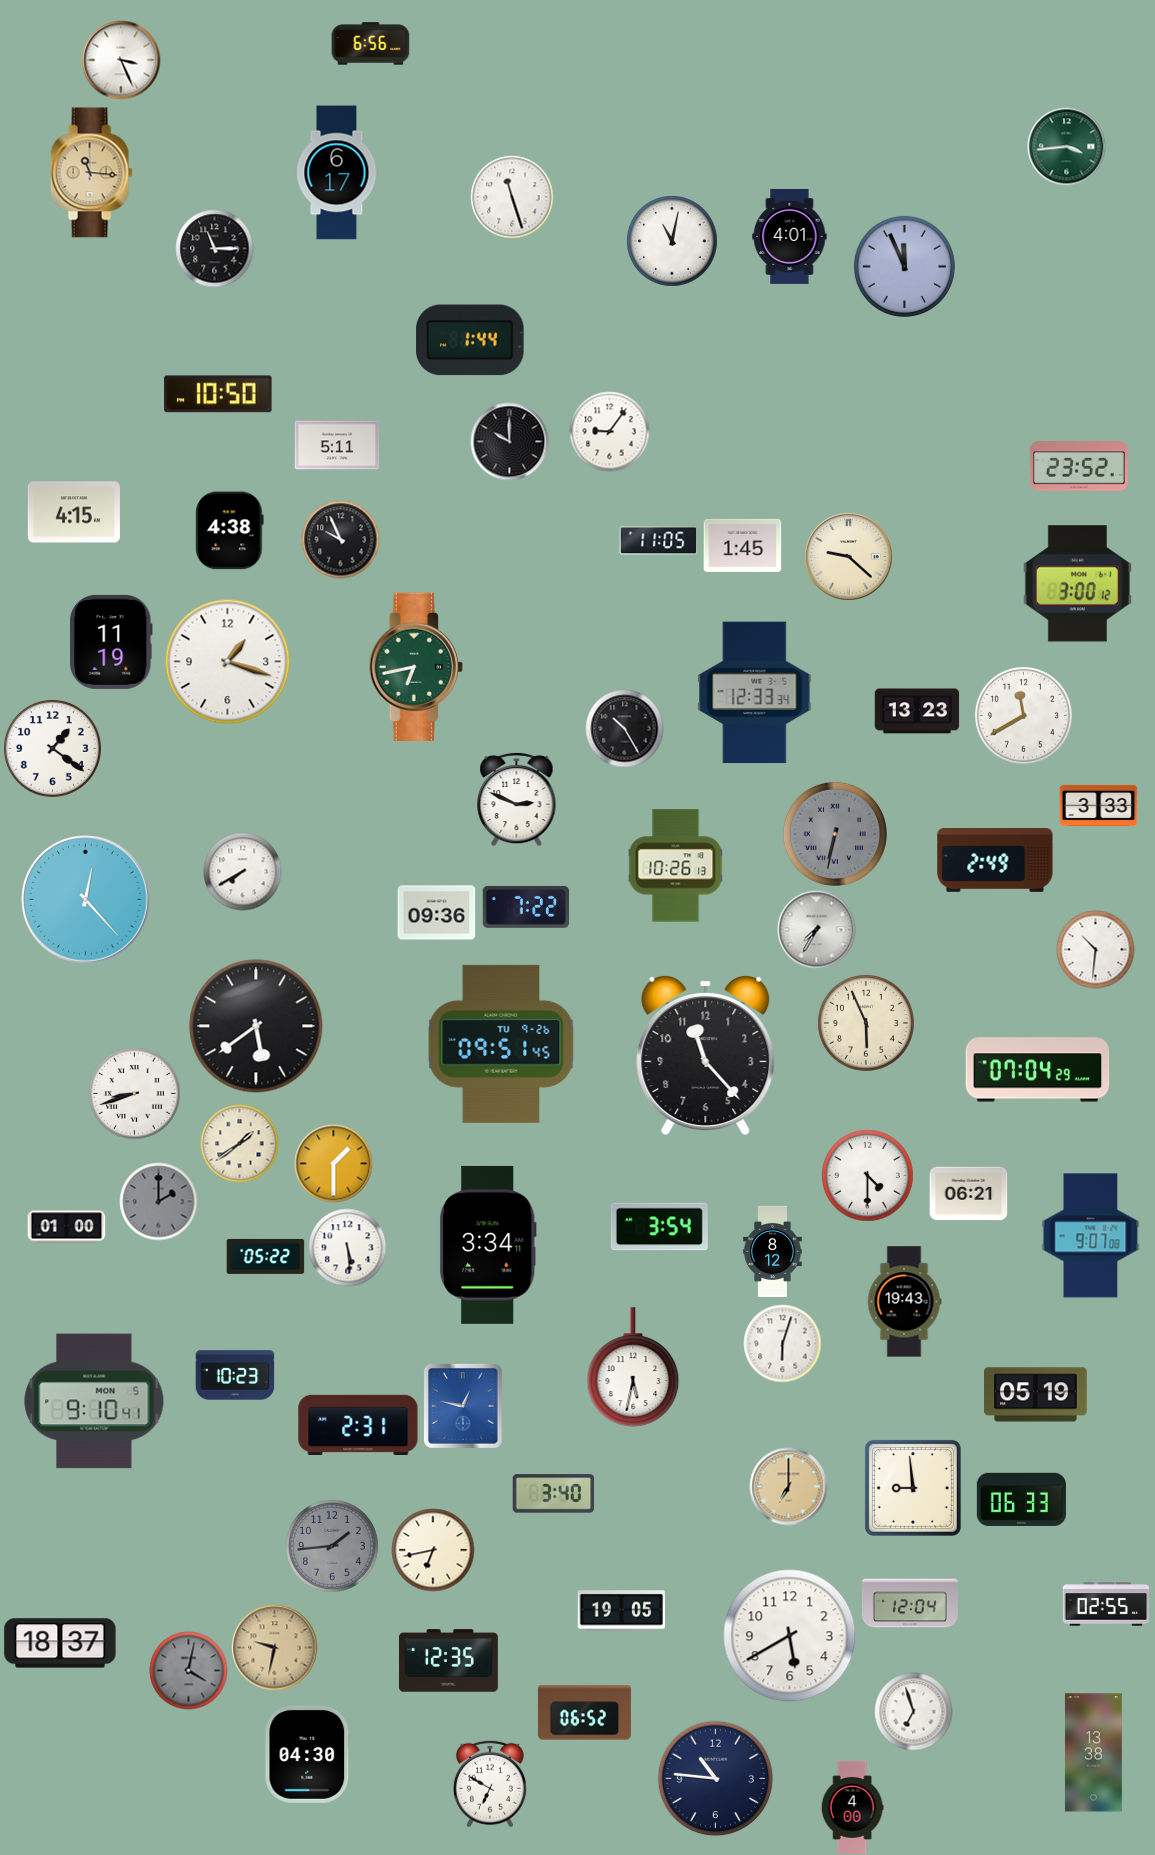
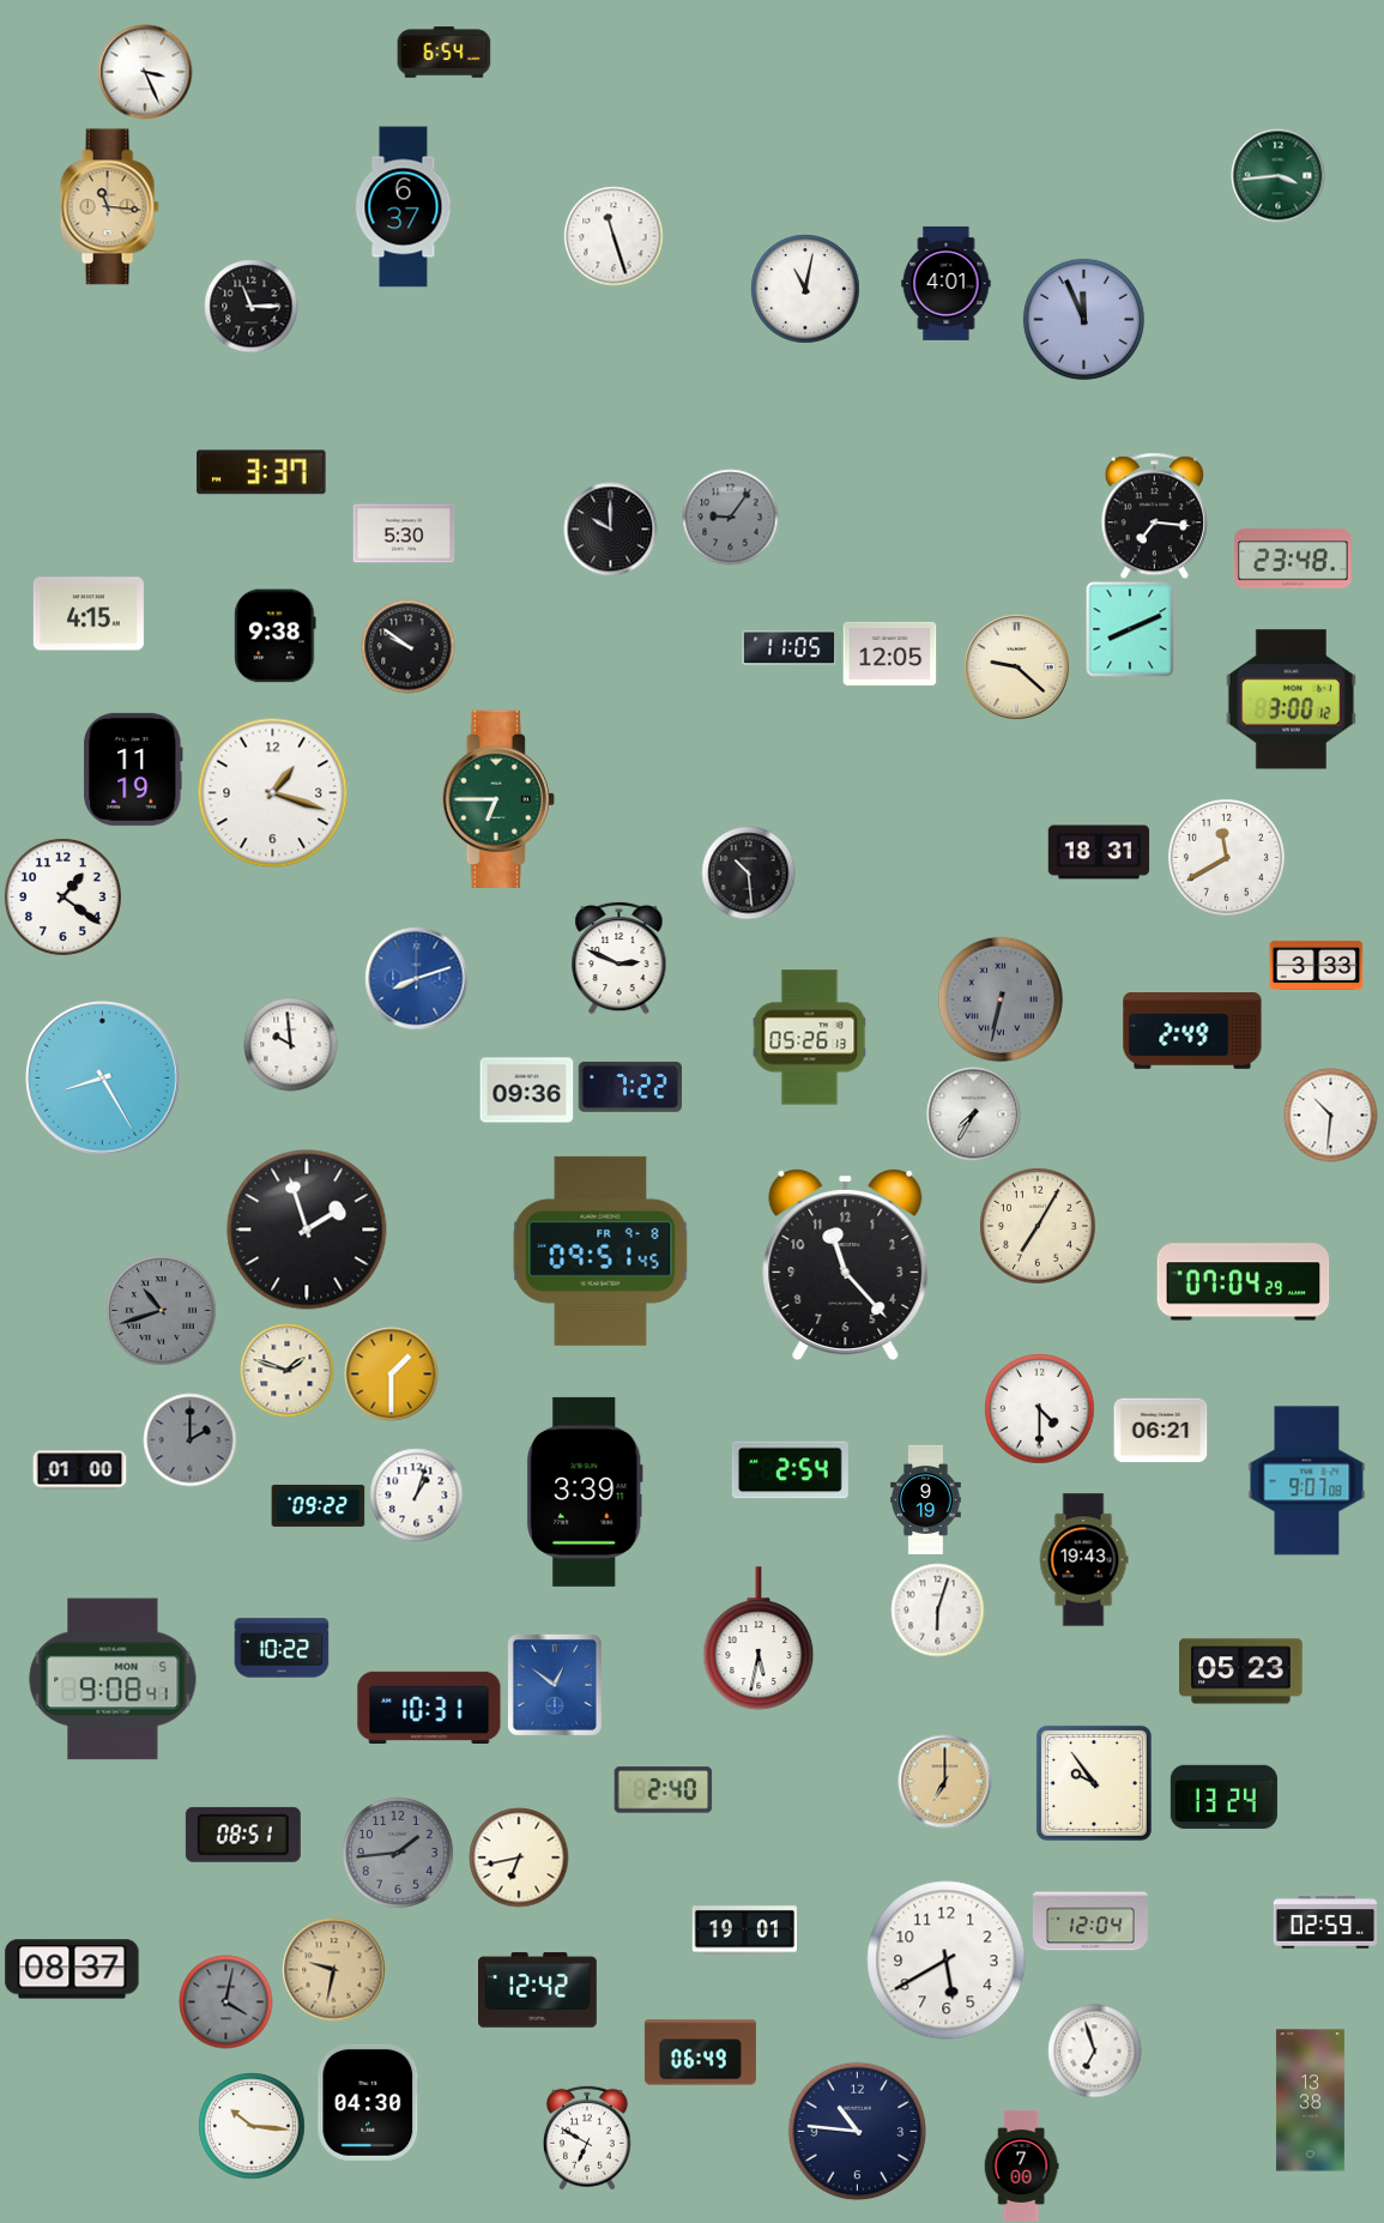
clock at (370, 44): 6:56 -> 6:54
clock at (337, 173): 6:17 -> 6:37
clock at (214, 248) position: (214, 248) -> (250, 306)
clock at (470, 340): 1:44 -> none
clock at (218, 394): 10:50 -> 3:37
clock at (1154, 515): none -> 7:16
clock at (609, 431) dial: white -> grey
clock at (337, 445): 5:11 -> 5:30
clock at (1079, 466): 23:52 -> 23:48
clock at (1130, 629): none -> 8:11
clock at (230, 530): 4:38 -> 9:38
clock at (340, 539): 9:56 -> 9:51
clock at (742, 545): 1:45 -> 12:05
clock at (416, 667): 6:43 -> 6:45
clock at (755, 693): 12:33 -> none
clock at (917, 711): 13:23 -> 18:31
clock at (624, 728): 10:25 -> 10:29
clock at (416, 978): none -> 8:12
clock at (676, 866): 10:26 -> 05:26
clock at (242, 871): 7:40 -> 9:59
clock at (86, 900): 12:23 -> 8:25
clock at (436, 913) position: (436, 913) -> (526, 1091)
clock at (816, 929) position: (816, 929) -> (973, 1113)
clock at (1095, 949) position: (1095, 949) -> (1330, 1114)
clock at (866, 1023): 5:56 -> 7:05
clock at (256, 1026): 5:39 -> 1:57
clock at (501, 1044) date: TU 9-26 -> FR 9-8
clock at (134, 1093): 8:42 -> 10:42
clock at (134, 1093) dial: white -> grey
clock at (239, 1143): 1:39 -> 1:48
clock at (333, 1163) position: (333, 1163) -> (391, 1373)
clock at (659, 1227): 3:54 -> 2:54
clock at (488, 1245): 3:34 -> 3:39
clock at (347, 1247): 5:29 -> 1:03
clock at (773, 1251): 8:12 -> 9:19
clock at (265, 1256): 05:22 -> 09:22
clock at (235, 1375): 10:23 -> 10:22
clock at (1036, 1395): 05:19 -> 05:23
clock at (94, 1401): 9:10 -> 9:08
clock at (463, 1406): 12:47 -> 12:51
clock at (358, 1424): 2:31 -> 10:31
clock at (913, 1488): 8:59 -> 9:54
clock at (553, 1494): 3:40 -> 2:40
clock at (1021, 1499): 06:33 -> 13:24
clock at (243, 1835): none -> 08:51
clock at (1106, 1604): 02:55 -> 02:59
clock at (621, 1611): 19:05 -> 19:01
clock at (60, 1643): 18:37 -> 08:37
clock at (274, 1647) position: (274, 1647) -> (333, 1969)
clock at (449, 1661): 12:35 -> 12:42
clock at (584, 1713): 06:52 -> 06:49
clock at (252, 2126): none -> 10:16
clock at (852, 1807): 4:00 -> 7:00
